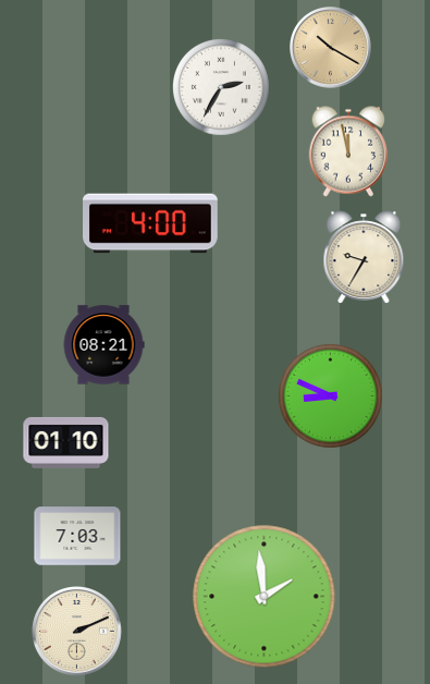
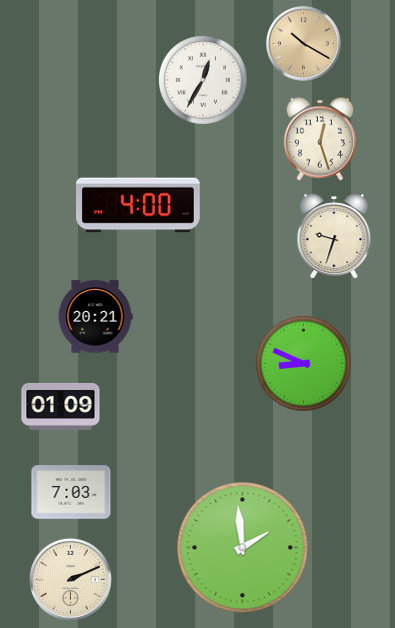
clock at (221, 87): 2:35 -> 12:35
clock at (348, 151): 11:58 -> 12:27
clock at (364, 257): 9:35 -> 9:33
clock at (103, 345): 08:21 -> 20:21
clock at (66, 442): 01:10 -> 01:09
